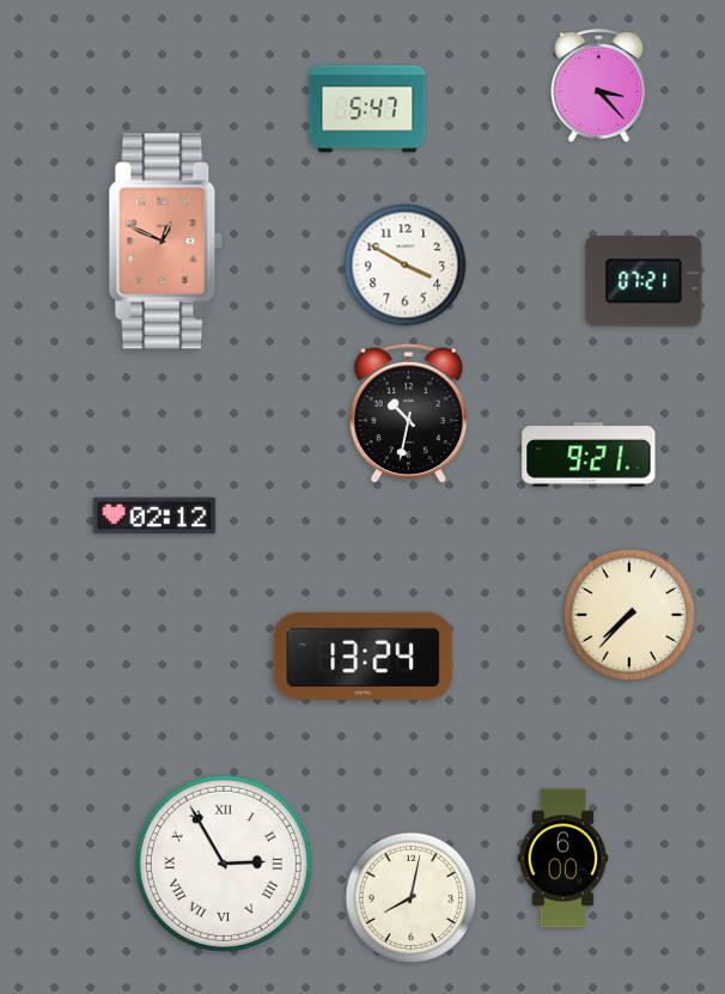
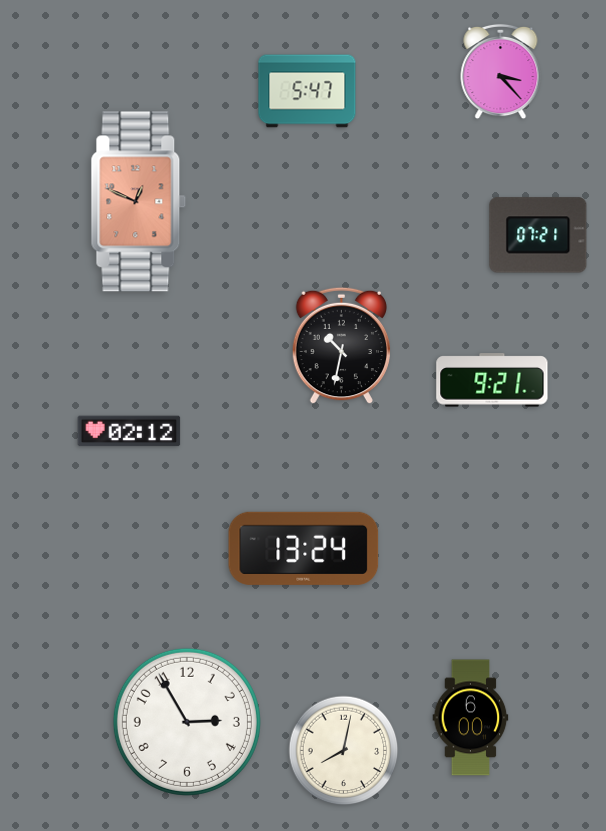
clock at (406, 266): 3:50 -> none
clock at (629, 615): 7:37 -> none
clock at (224, 864) numerals: Roman -> Arabic
